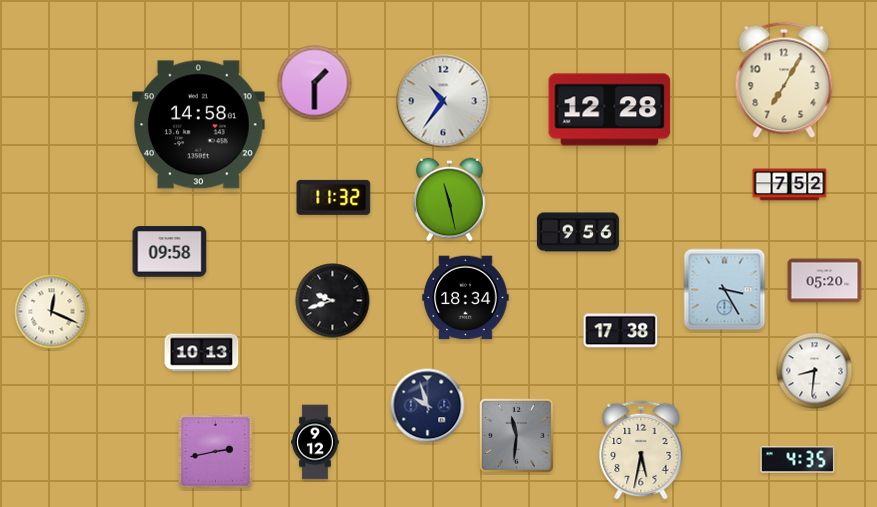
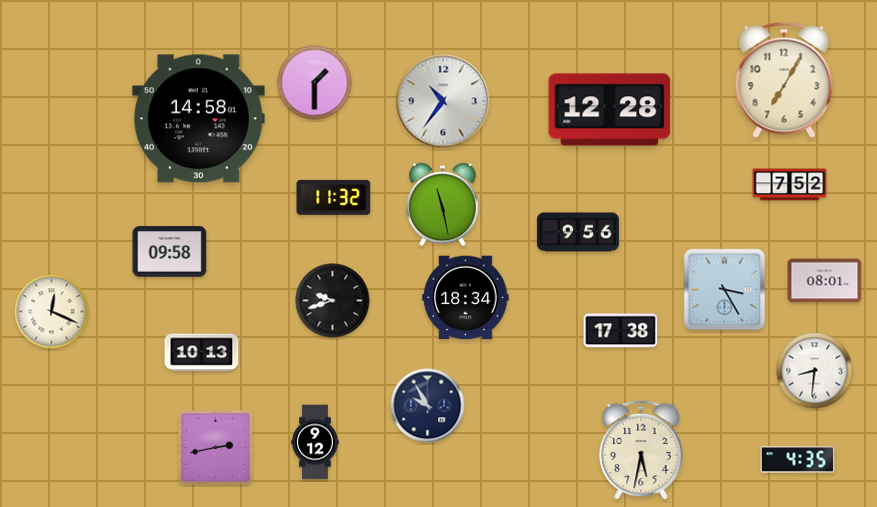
clock at (199, 125) position: (199, 125) -> (199, 119)
clock at (450, 200) position: (450, 200) -> (443, 205)
clock at (825, 281): 05:20 -> 08:01
clock at (428, 406): 9:57 -> 9:55
clock at (516, 435): 11:31 -> none
clock at (216, 452) position: (216, 452) -> (216, 448)
